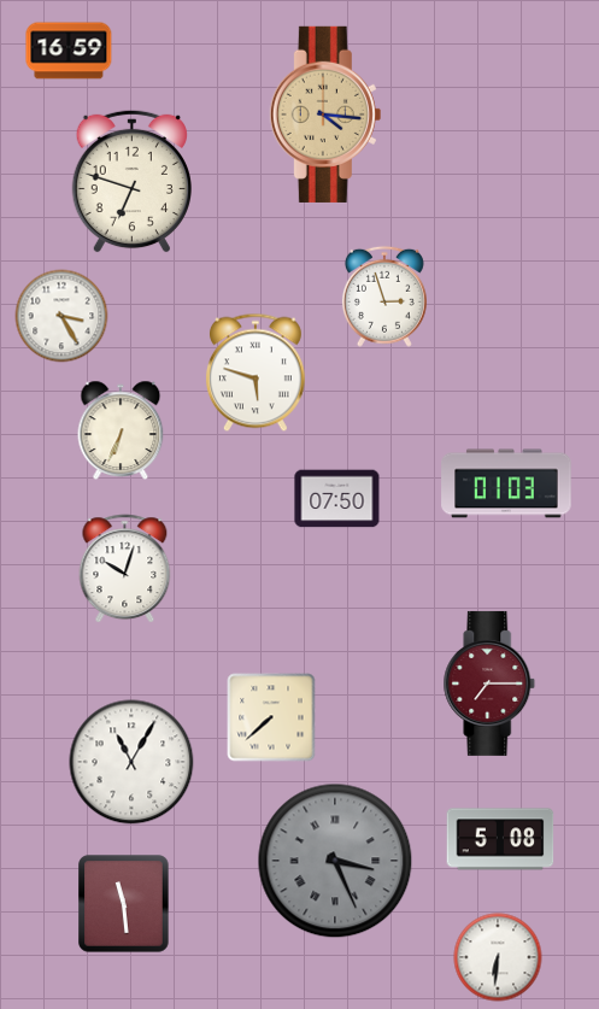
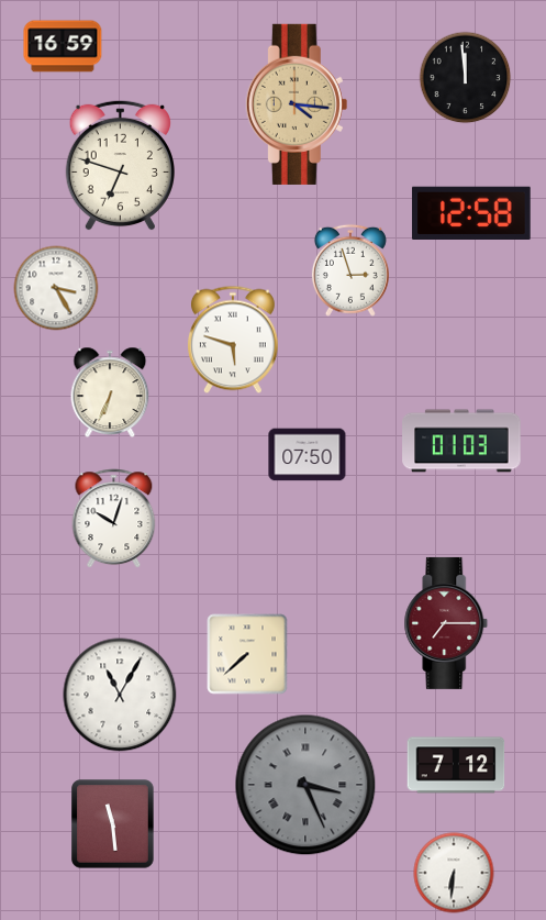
clock at (466, 78): none -> 11:59
clock at (471, 213): none -> 12:58
clock at (500, 839): 5:08 -> 7:12
